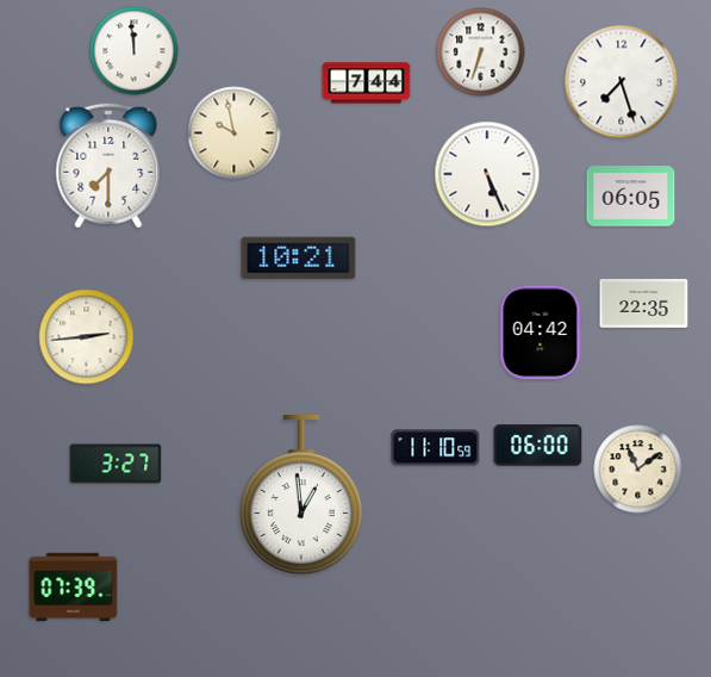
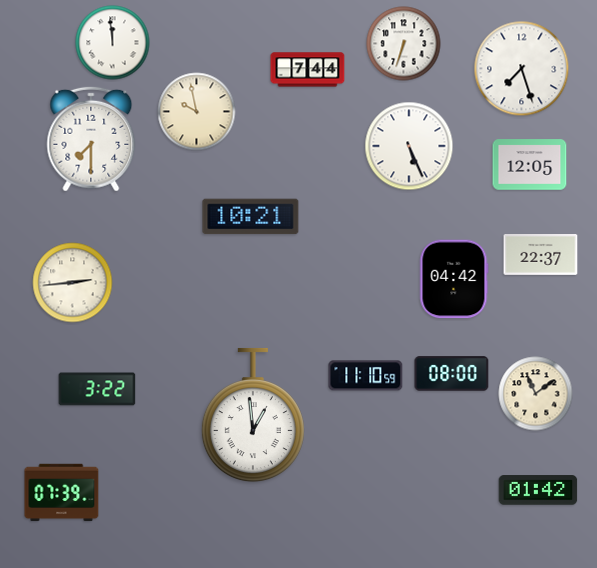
clock at (631, 197): 06:05 -> 12:05
clock at (644, 304): 22:35 -> 22:37
clock at (538, 446): 06:00 -> 08:00
clock at (116, 464): 3:27 -> 3:22
clock at (538, 490): none -> 01:42
